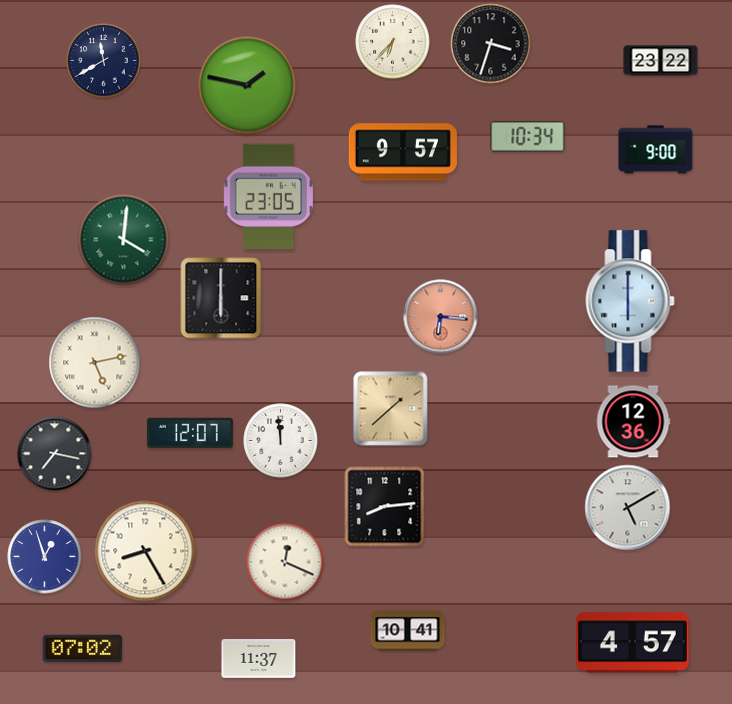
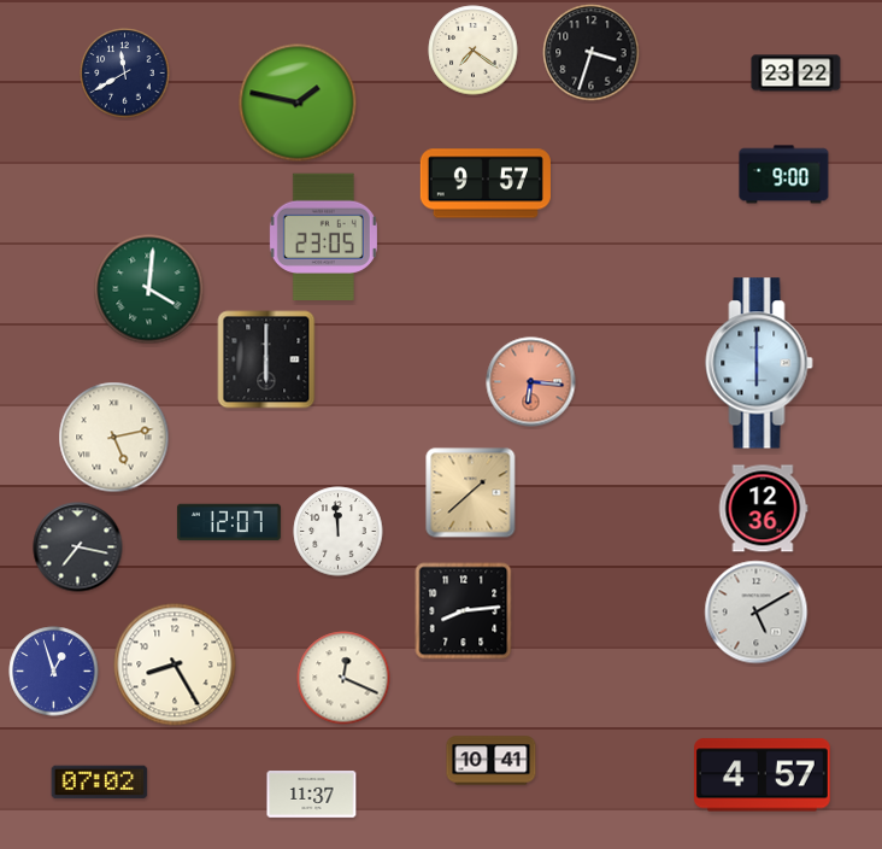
clock at (393, 42): 6:37 -> 7:21
clock at (528, 137): 10:34 -> none
clock at (656, 150) position: (656, 150) -> (784, 175)
clock at (55, 454) position: (55, 454) -> (78, 548)
